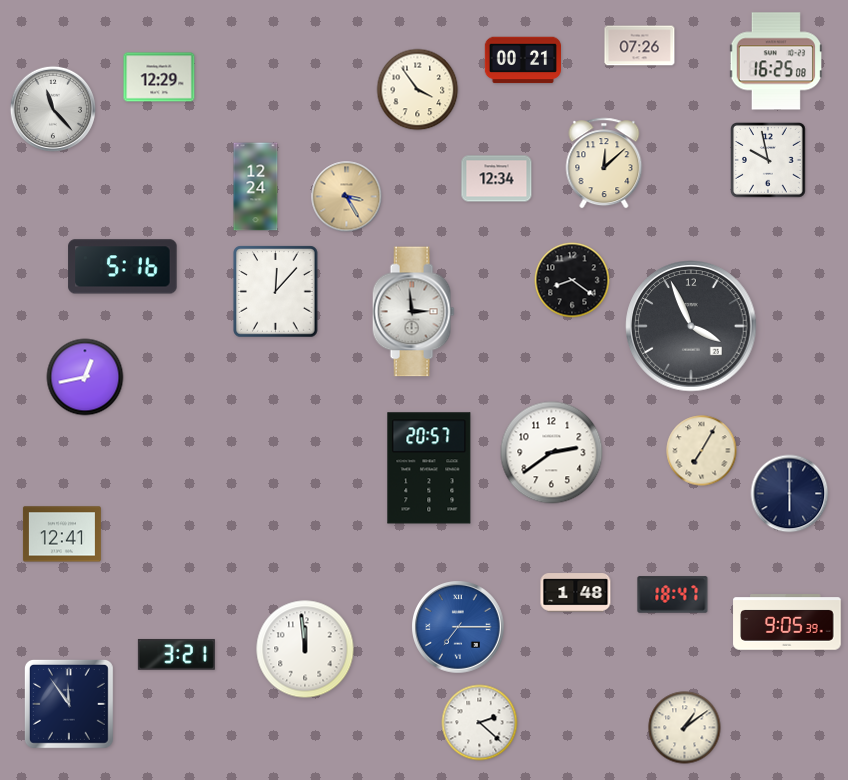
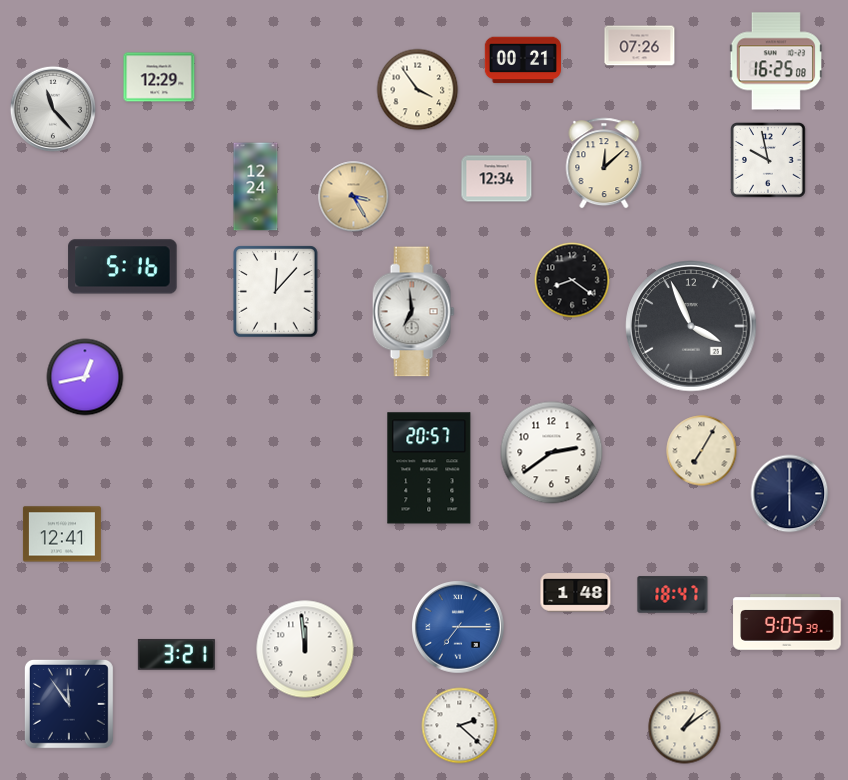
clock at (347, 197) position: (347, 197) -> (354, 197)
clock at (413, 312): 2:59 -> 6:59
clock at (480, 723) position: (480, 723) -> (460, 726)
